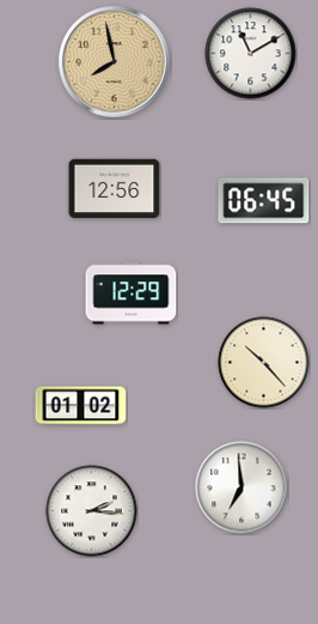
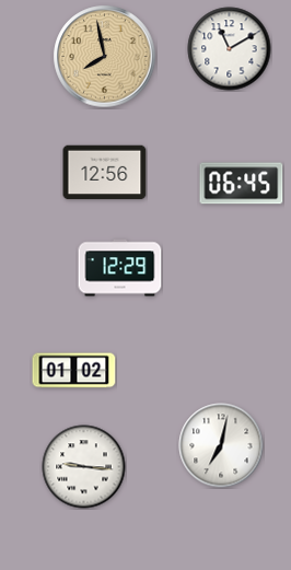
clock at (264, 363): 10:23 -> none
clock at (241, 487): 6:59 -> 7:02
clock at (92, 511): 2:16 -> 9:16
